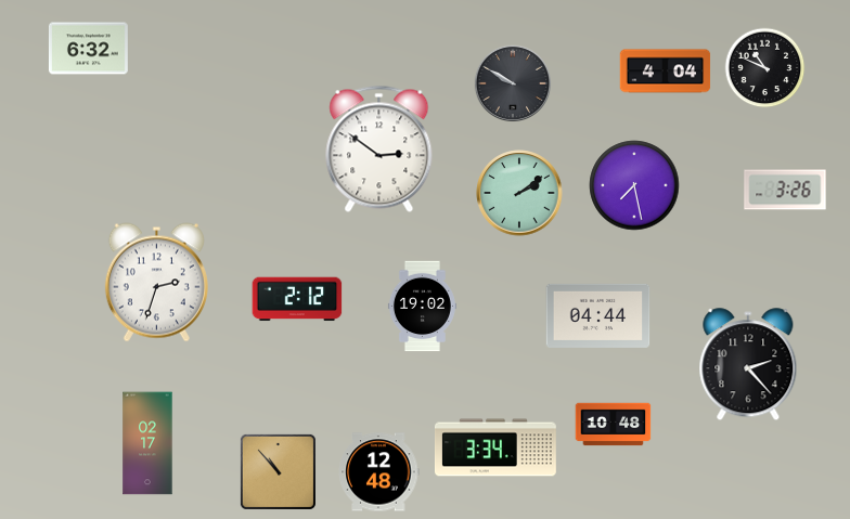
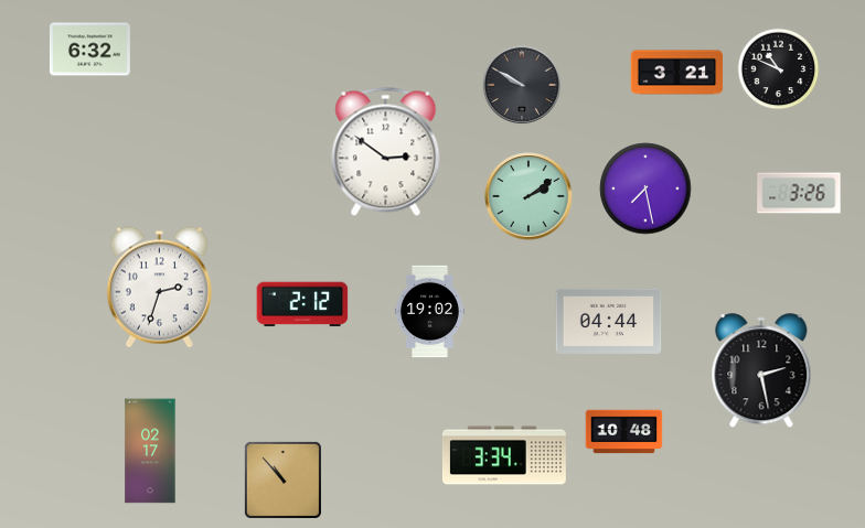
clock at (666, 72): 4:04 -> 3:21
clock at (748, 365): 2:23 -> 2:28
clock at (378, 472): 12:48 -> none
